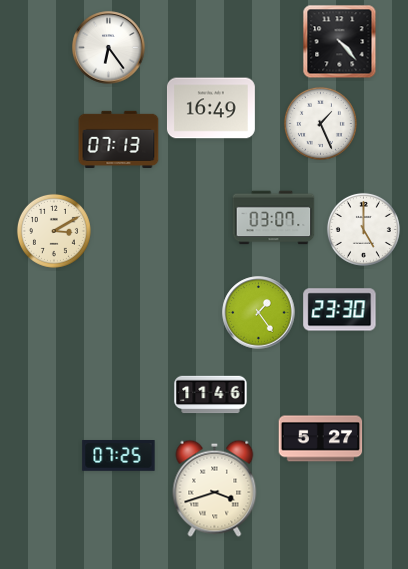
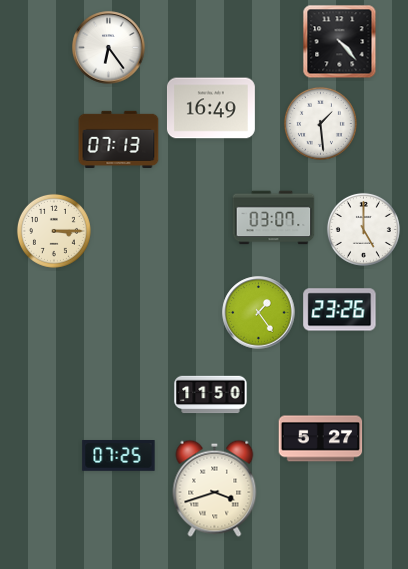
clock at (320, 123): 1:26 -> 1:29
clock at (54, 231): 3:10 -> 3:15
clock at (340, 310): 23:30 -> 23:26
clock at (211, 395): 11:46 -> 11:50
